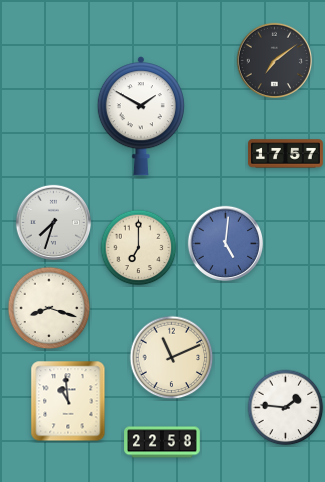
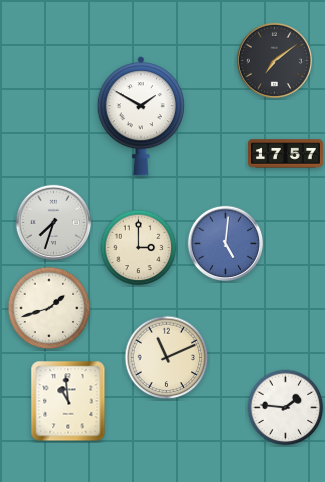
clock at (139, 248): 7:00 -> 3:00
clock at (49, 308): 8:18 -> 1:42
clock at (172, 358) position: (172, 358) -> (167, 358)
clock at (162, 442): 22:58 -> none
